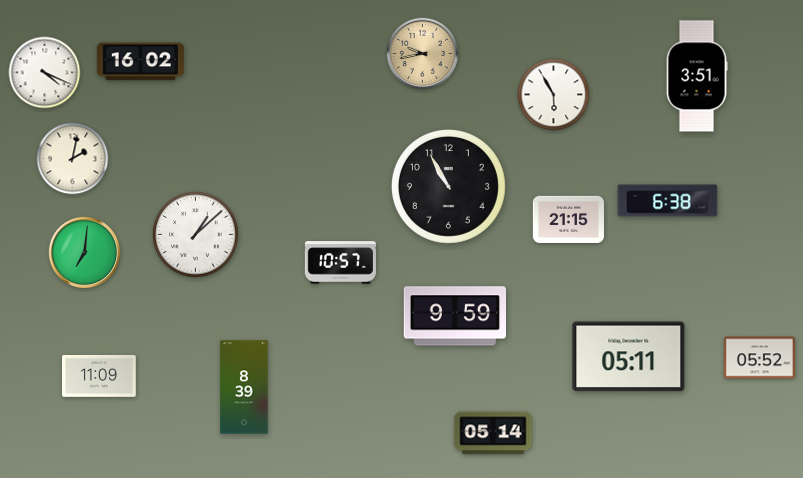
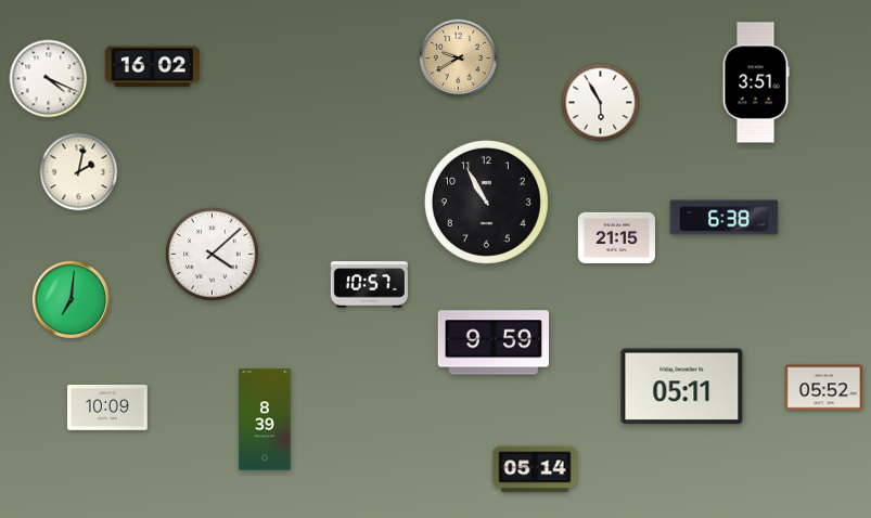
clock at (422, 53): 9:43 -> 9:40
clock at (196, 235): 1:08 -> 4:08
clock at (84, 252) position: (84, 252) -> (71, 299)
clock at (99, 376): 11:09 -> 10:09
